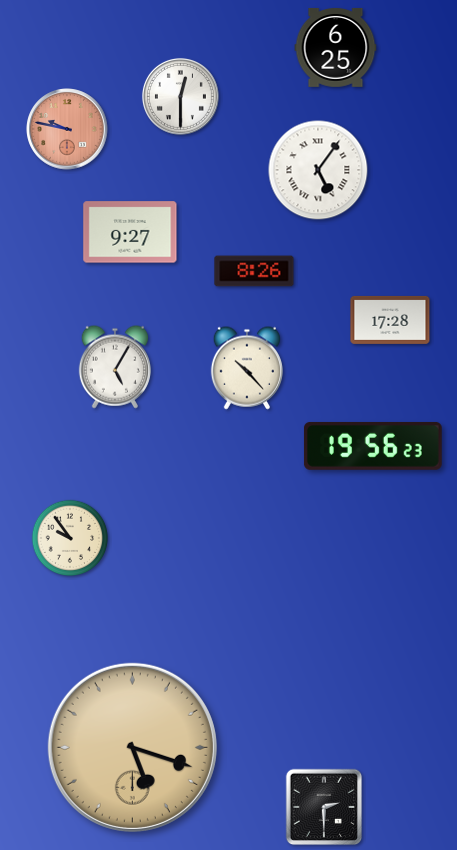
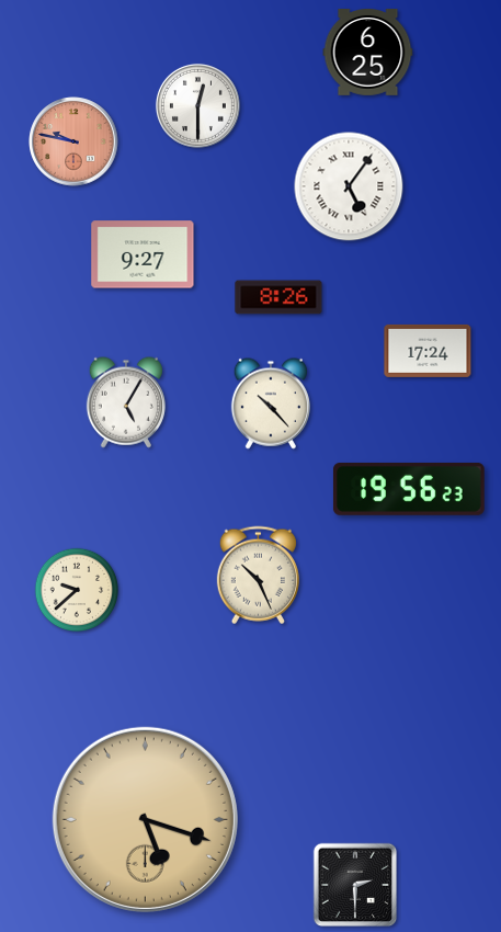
clock at (390, 320): 17:28 -> 17:24
clock at (258, 576): none -> 10:26
clock at (70, 538): 9:54 -> 9:38
